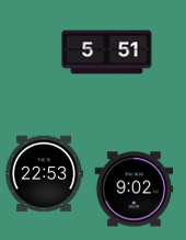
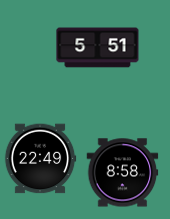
clock at (44, 174): 22:53 -> 22:49
clock at (135, 190): 9:02 -> 8:58
